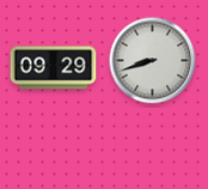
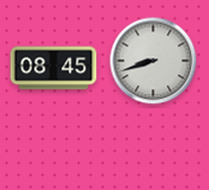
clock at (54, 68): 09:29 -> 08:45
